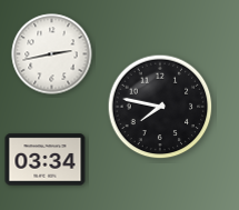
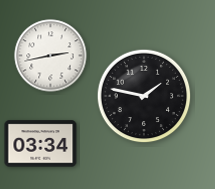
clock at (52, 54) position: (52, 54) -> (51, 56)
clock at (160, 107): 7:47 -> 1:47
